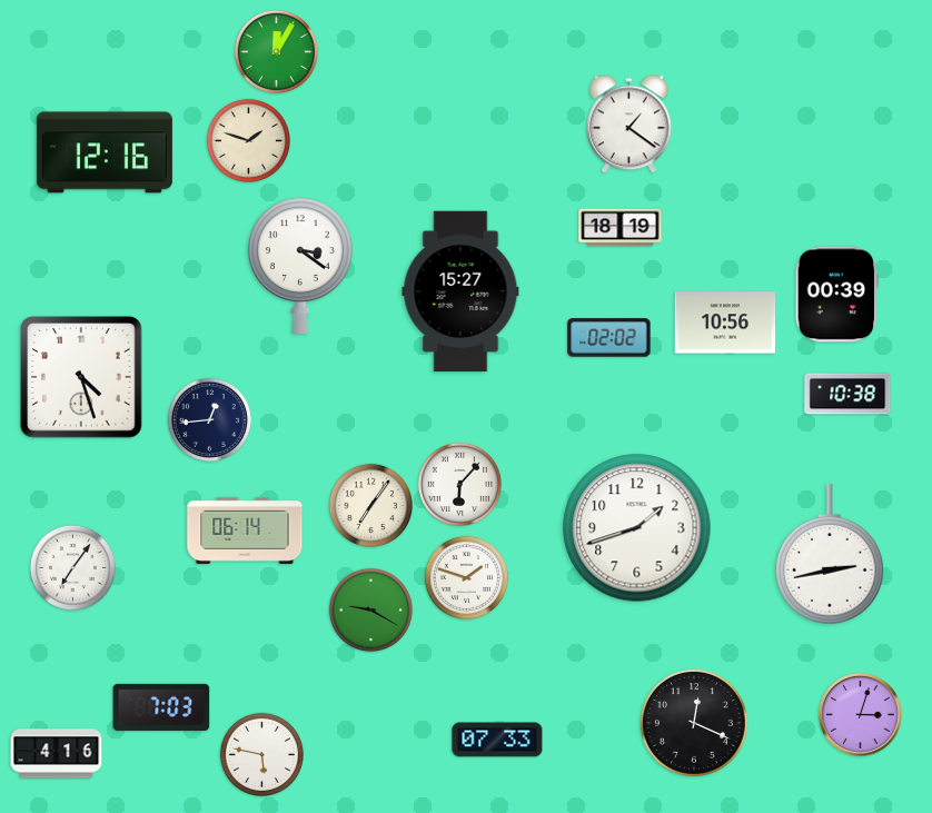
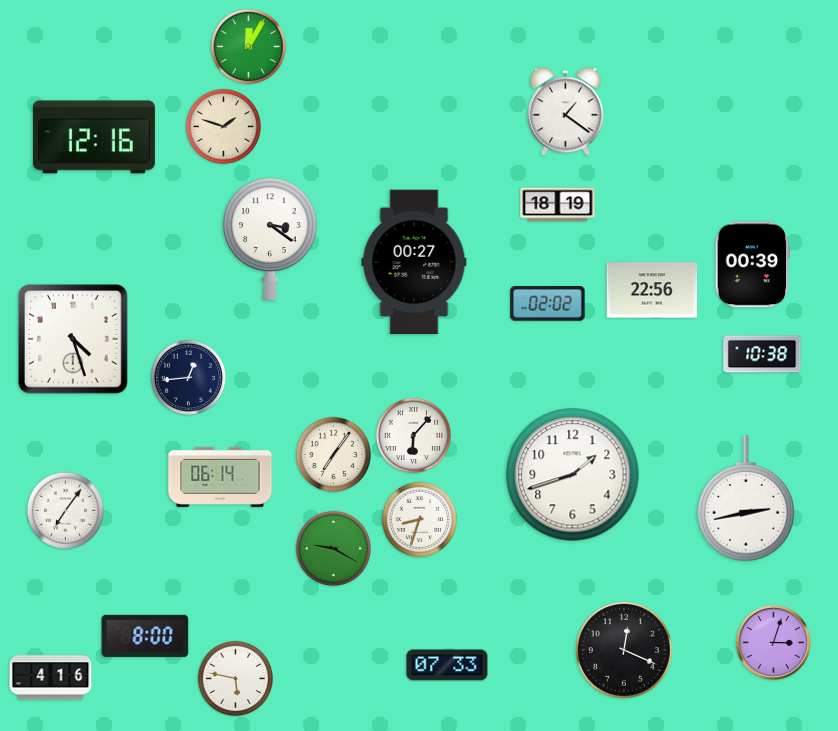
clock at (460, 291): 15:27 -> 00:27
clock at (725, 323): 10:56 -> 22:56
clock at (466, 577): 1:48 -> 8:33
clock at (161, 707): 7:03 -> 8:00
